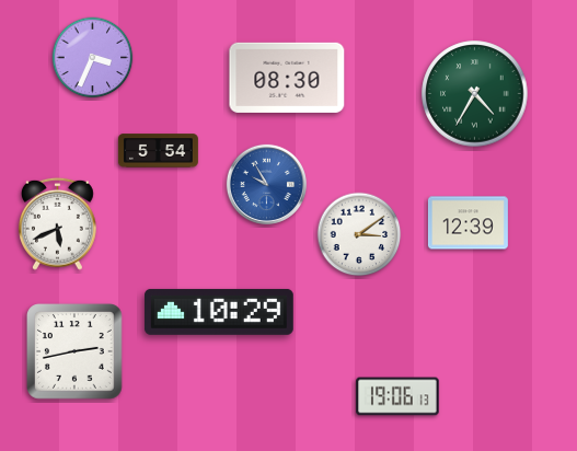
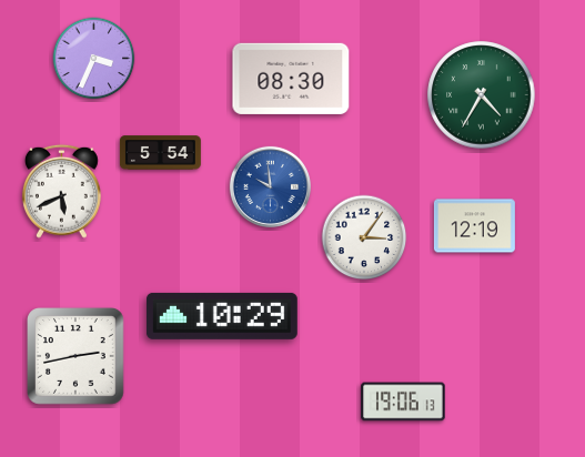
clock at (266, 184): 9:55 -> 9:59
clock at (57, 223) position: (57, 223) -> (61, 191)
clock at (468, 223): 12:39 -> 12:19
clock at (359, 234): 3:09 -> 3:06
